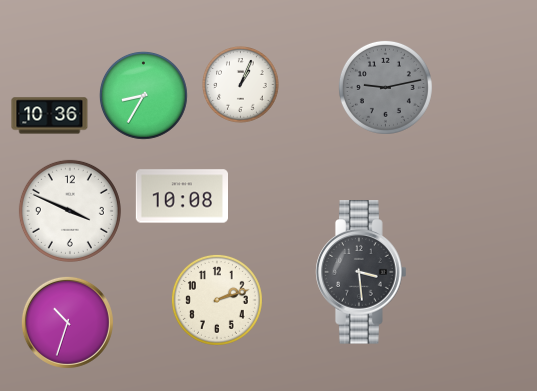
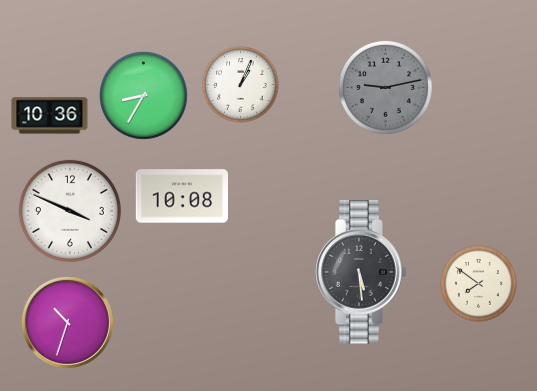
clock at (361, 272): 3:29 -> 5:29
clock at (479, 284): none -> 7:51
clock at (217, 300): 2:12 -> none
